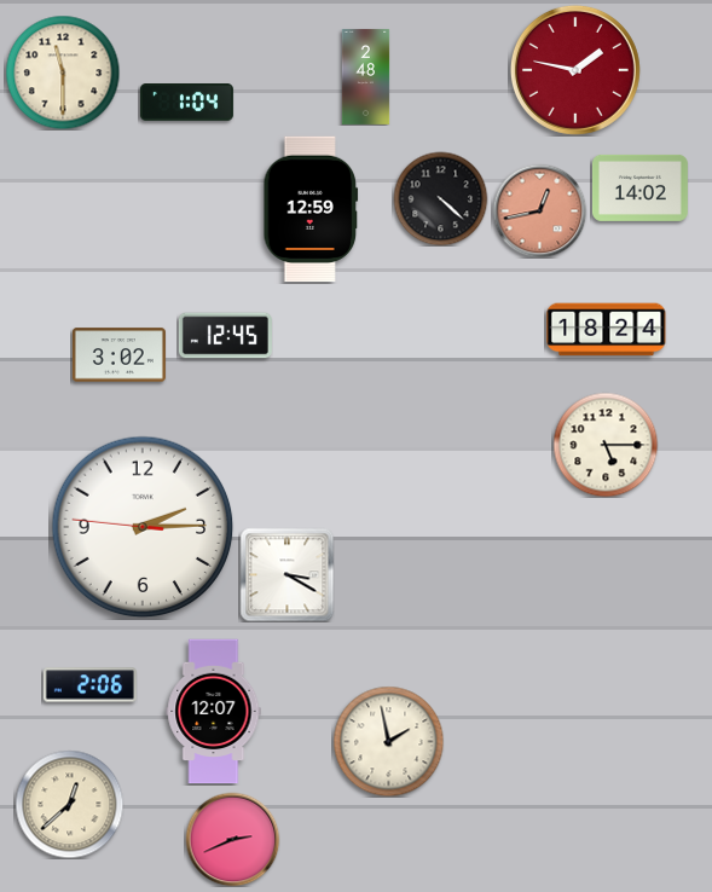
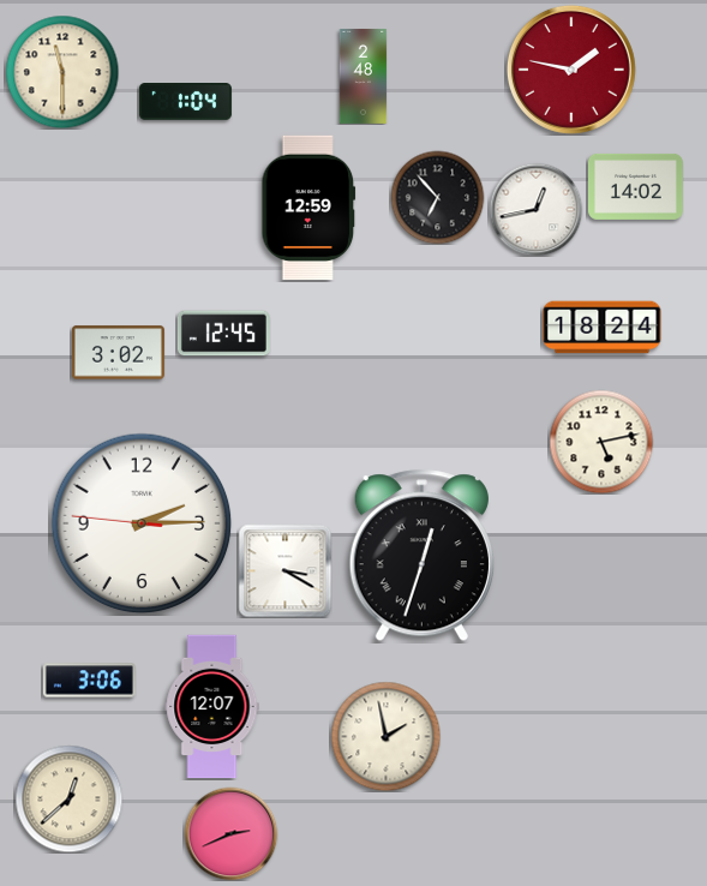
clock at (440, 198): 4:22 -> 6:53
clock at (539, 210) dial: salmon -> white
clock at (606, 445): 5:15 -> 5:13
clock at (421, 556): none -> 12:33
clock at (89, 685): 2:06 -> 3:06
